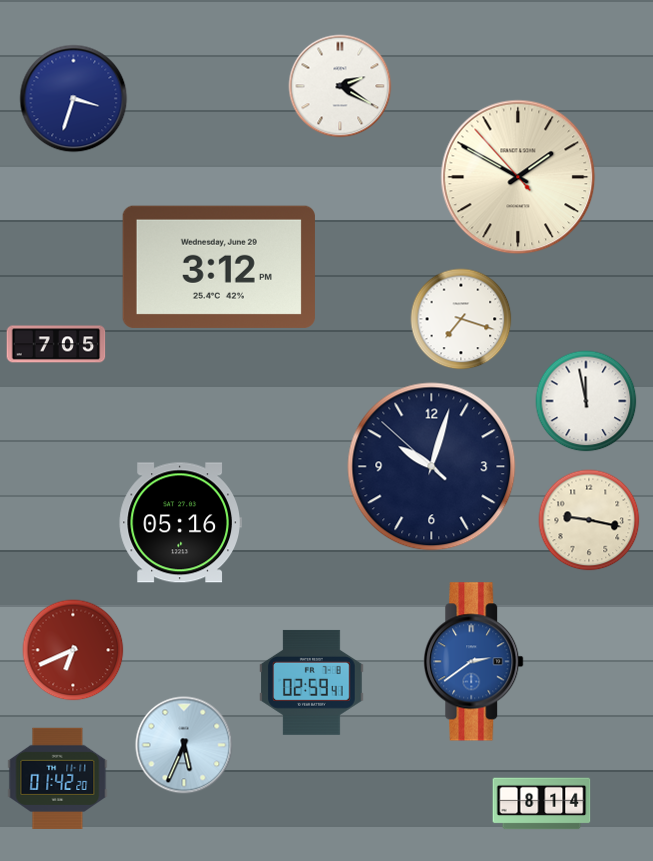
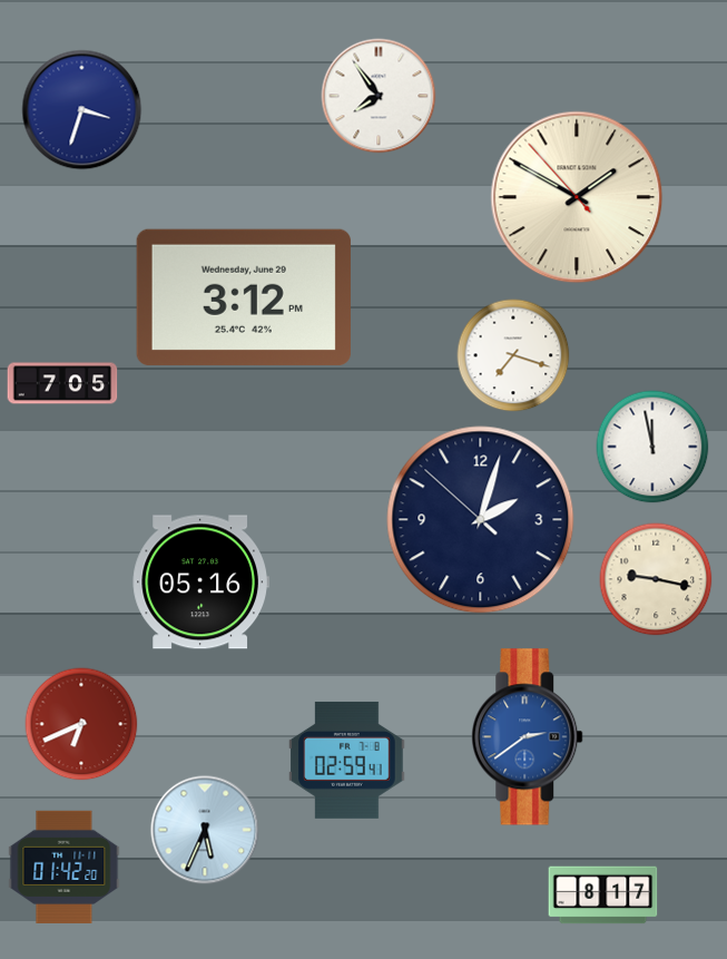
clock at (340, 86): 2:20 -> 7:54
clock at (432, 467): 10:02 -> 2:02
clock at (542, 804): 8:14 -> 8:17
